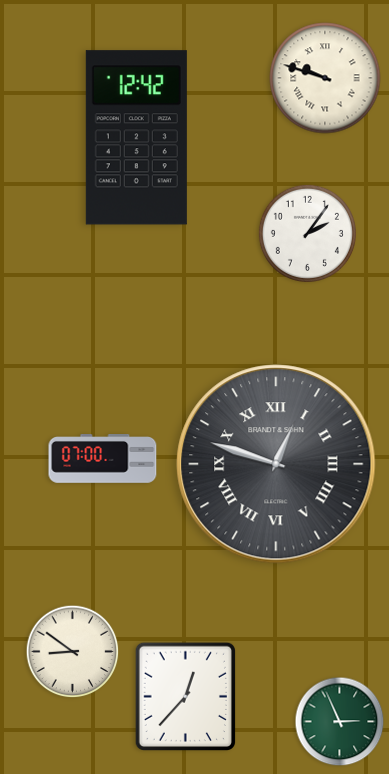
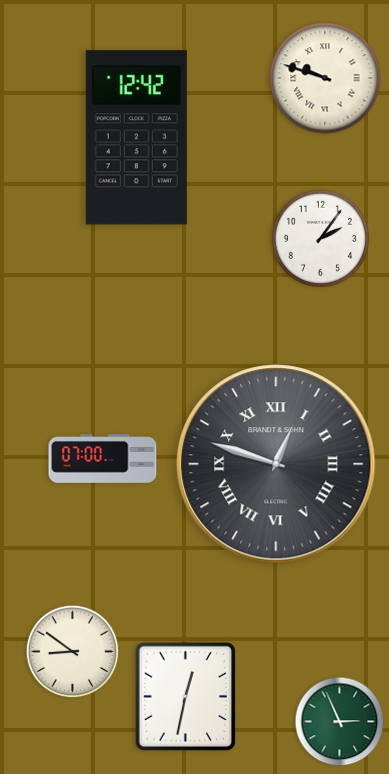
clock at (307, 233) position: (307, 233) -> (320, 238)
clock at (185, 696): 12:37 -> 12:32
